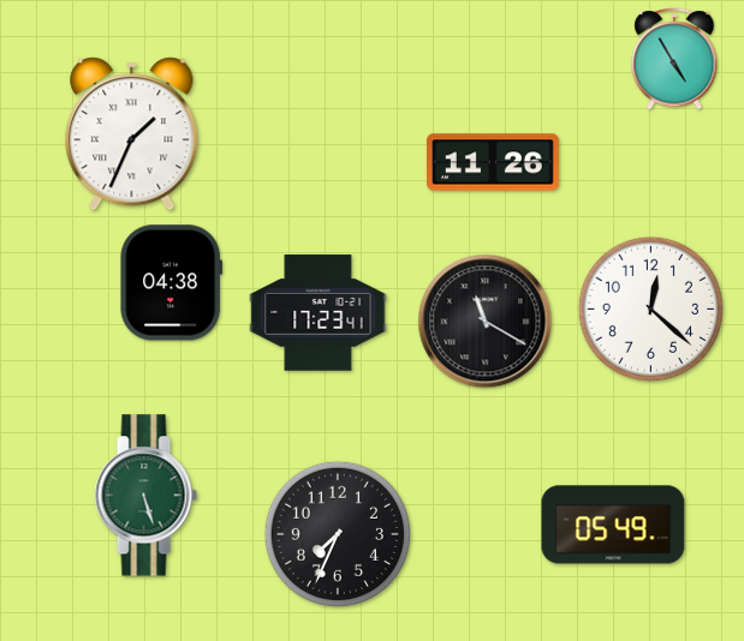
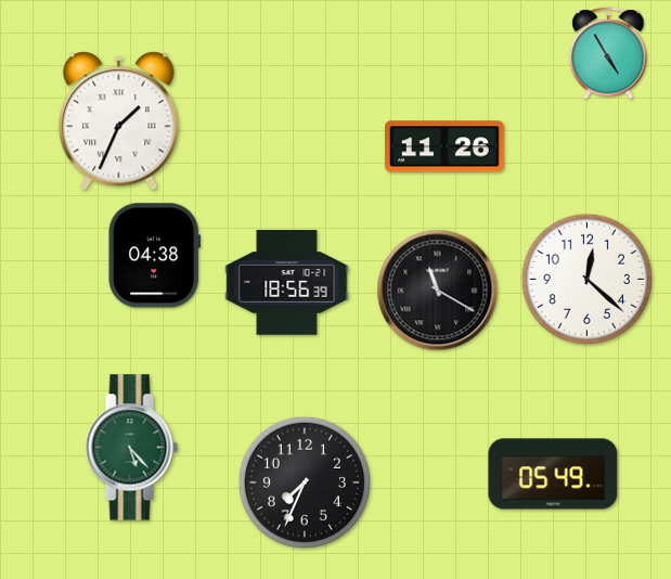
clock at (319, 313): 17:23 -> 18:56
clock at (145, 496): 5:27 -> 5:23
